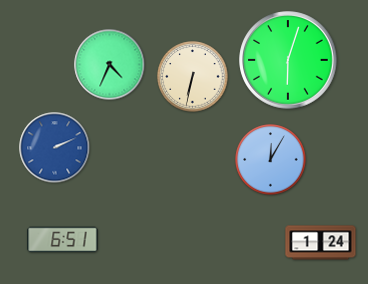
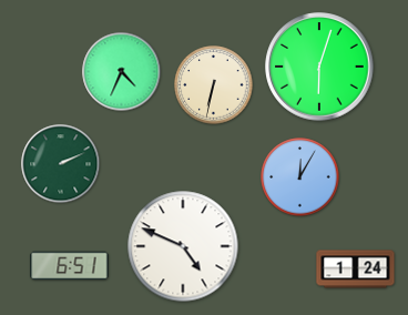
clock at (55, 148) dial: blue -> green
clock at (183, 246): none -> 4:49
